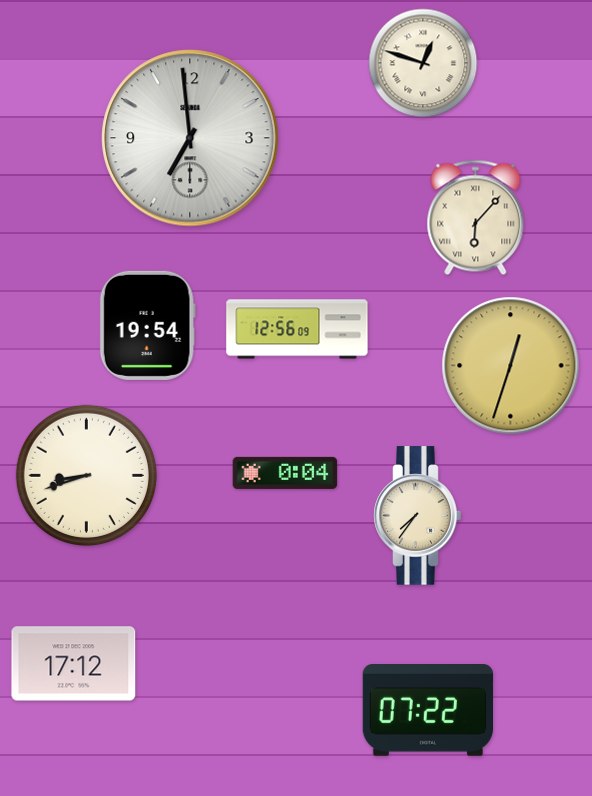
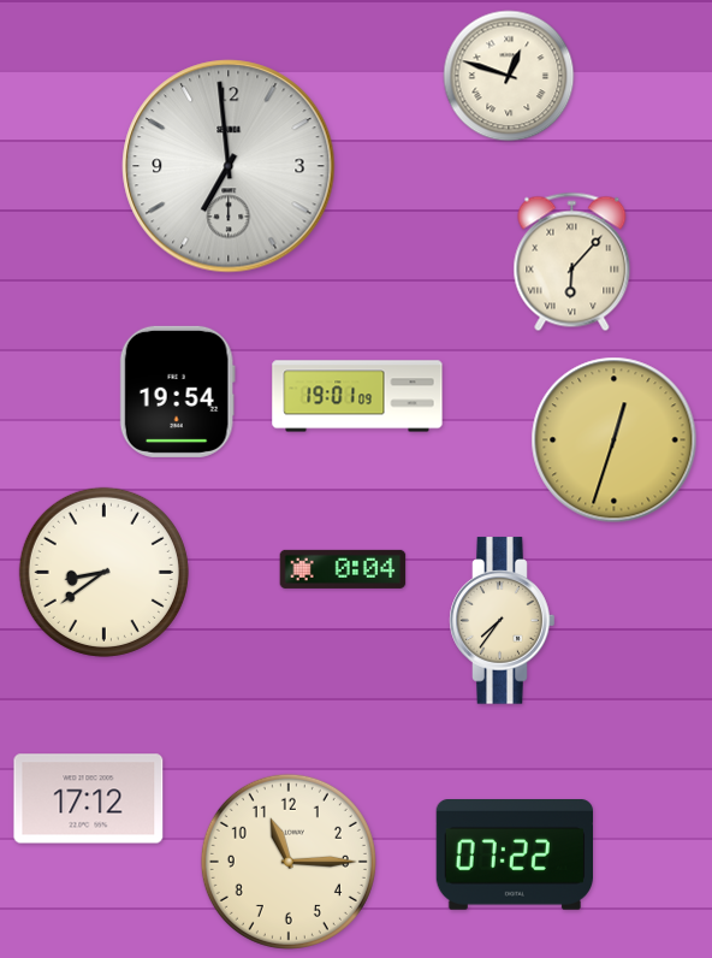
clock at (297, 329): 12:56 -> 19:01
clock at (86, 475): 8:42 -> 8:39
clock at (289, 862): none -> 11:15
